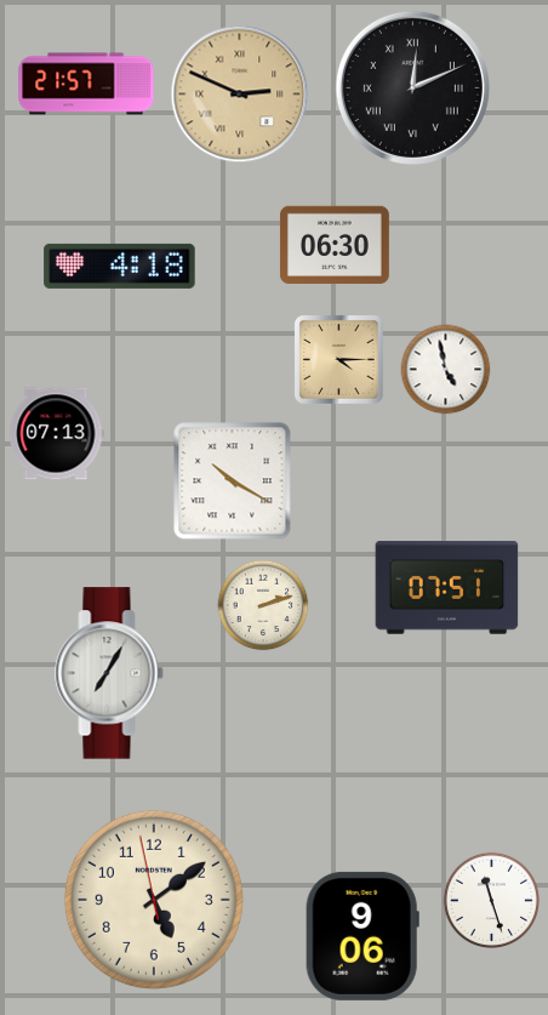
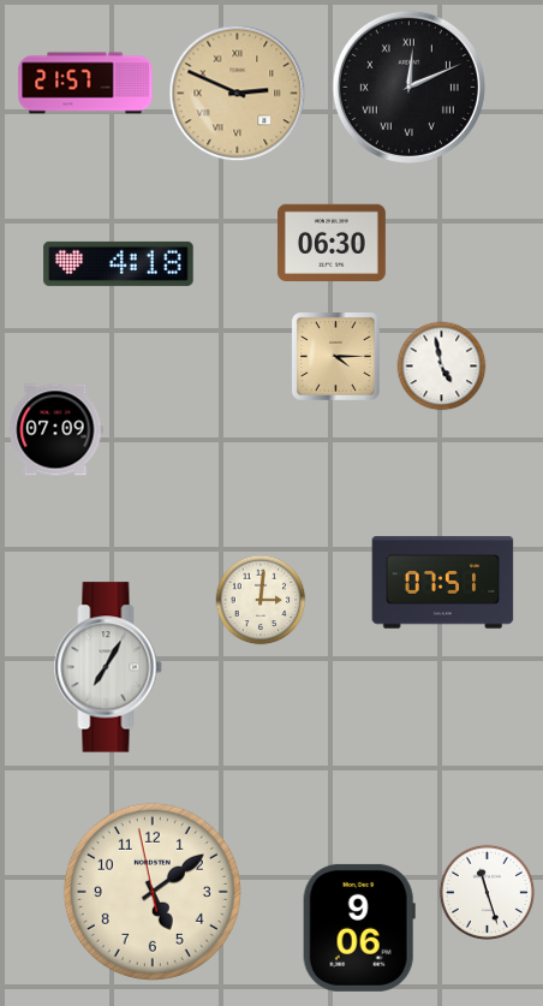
clock at (56, 434): 07:13 -> 07:09
clock at (233, 481): 10:20 -> none
clock at (263, 605): 2:12 -> 3:01
